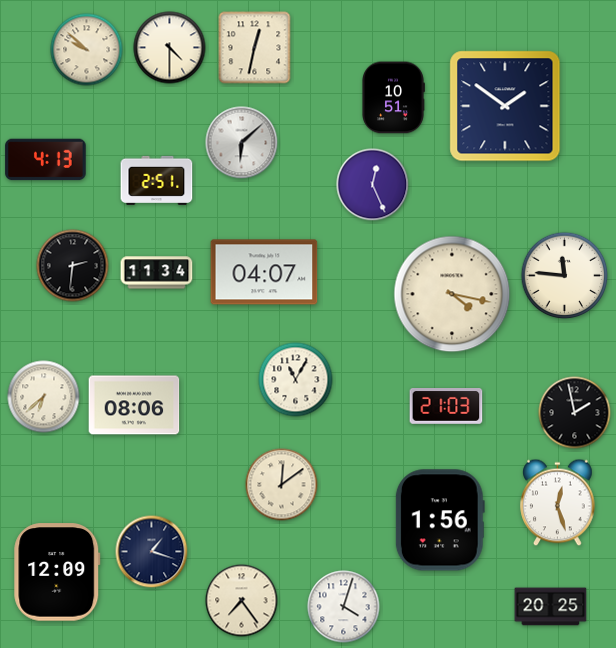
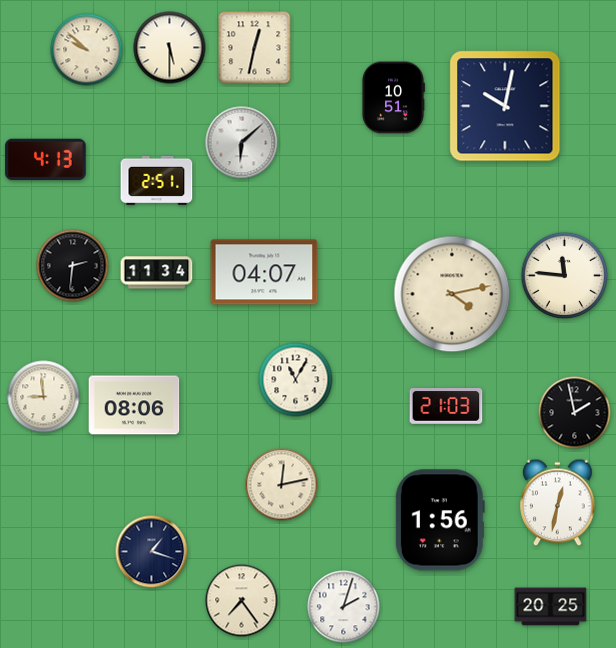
clock at (170, 48): 4:30 -> 5:30
clock at (505, 106): 1:51 -> 10:02
clock at (373, 185): 12:26 -> none
clock at (452, 294): 4:17 -> 4:13
clock at (44, 397): 6:38 -> 8:59
clock at (282, 485): 12:09 -> 12:13
clock at (558, 503): 12:27 -> 12:32
clock at (57, 572): 12:09 -> none
clock at (344, 607): 4:03 -> 2:03
